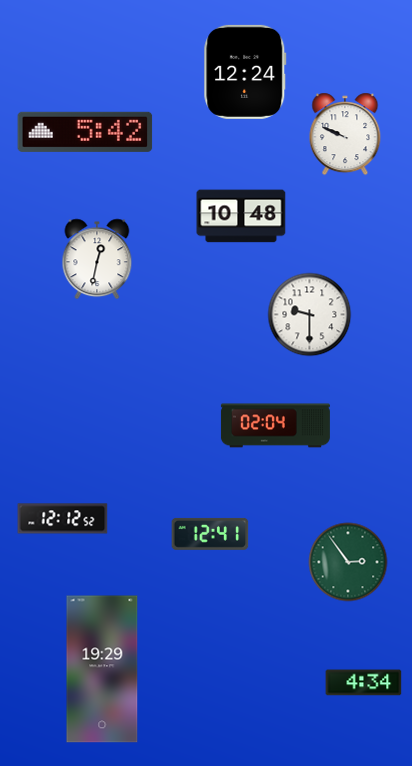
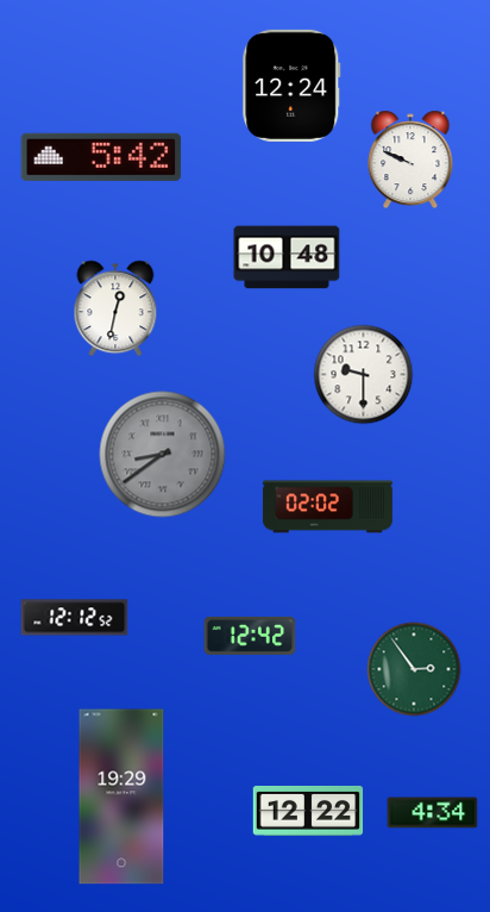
clock at (310, 315) position: (310, 315) -> (364, 375)
clock at (163, 455): none -> 8:39
clock at (275, 426): 02:04 -> 02:02
clock at (210, 534): 12:41 -> 12:42
clock at (308, 811): none -> 12:22
